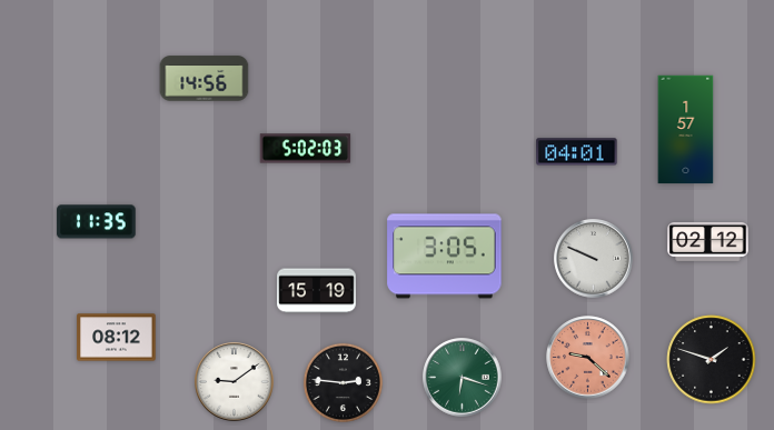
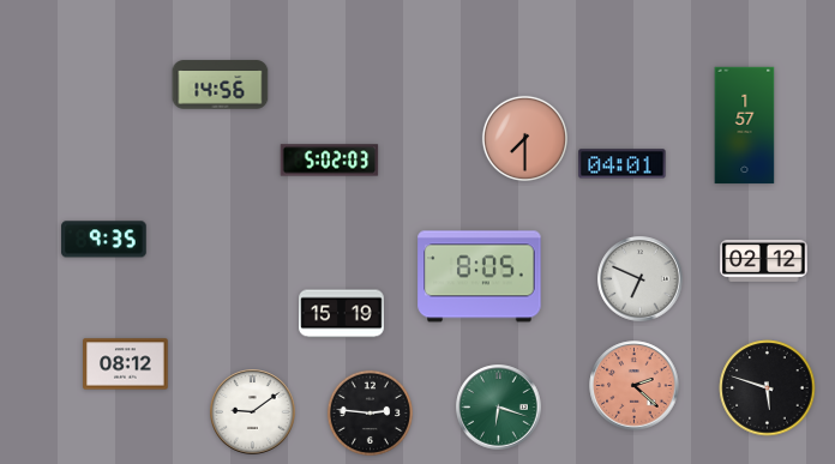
clock at (524, 138): none -> 7:30
clock at (686, 130) position: (686, 130) -> (745, 126)
clock at (97, 222): 11:35 -> 9:35
clock at (445, 257): 3:05 -> 8:05
clock at (594, 259): 9:49 -> 6:49
clock at (588, 358): 9:22 -> 2:22
clock at (712, 360): 1:48 -> 5:48
